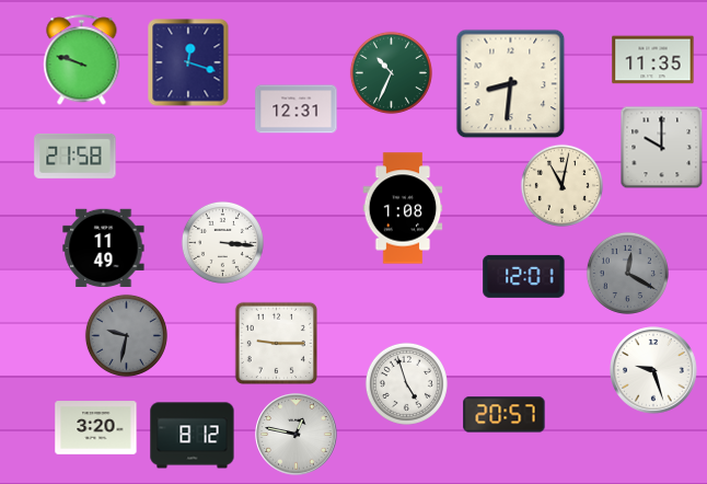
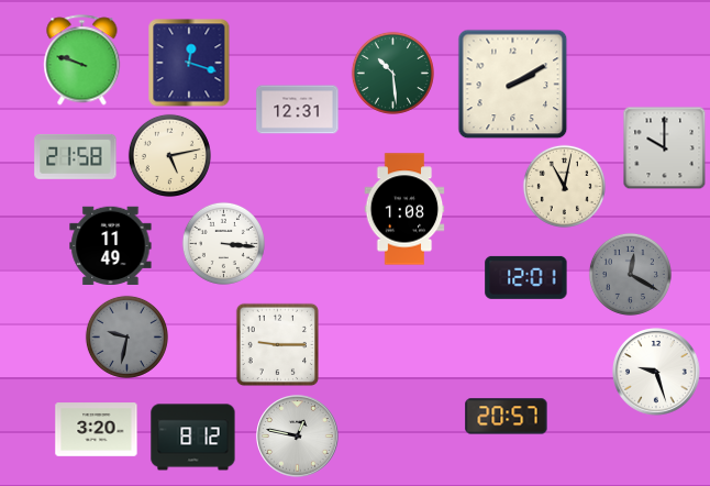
clock at (653, 60): 11:35 -> none
clock at (391, 72): 10:34 -> 10:29
clock at (511, 84): 8:31 -> 2:10
clock at (169, 155): none -> 5:13
clock at (104, 247) position: (104, 247) -> (111, 245)
clock at (406, 383): 4:57 -> none
